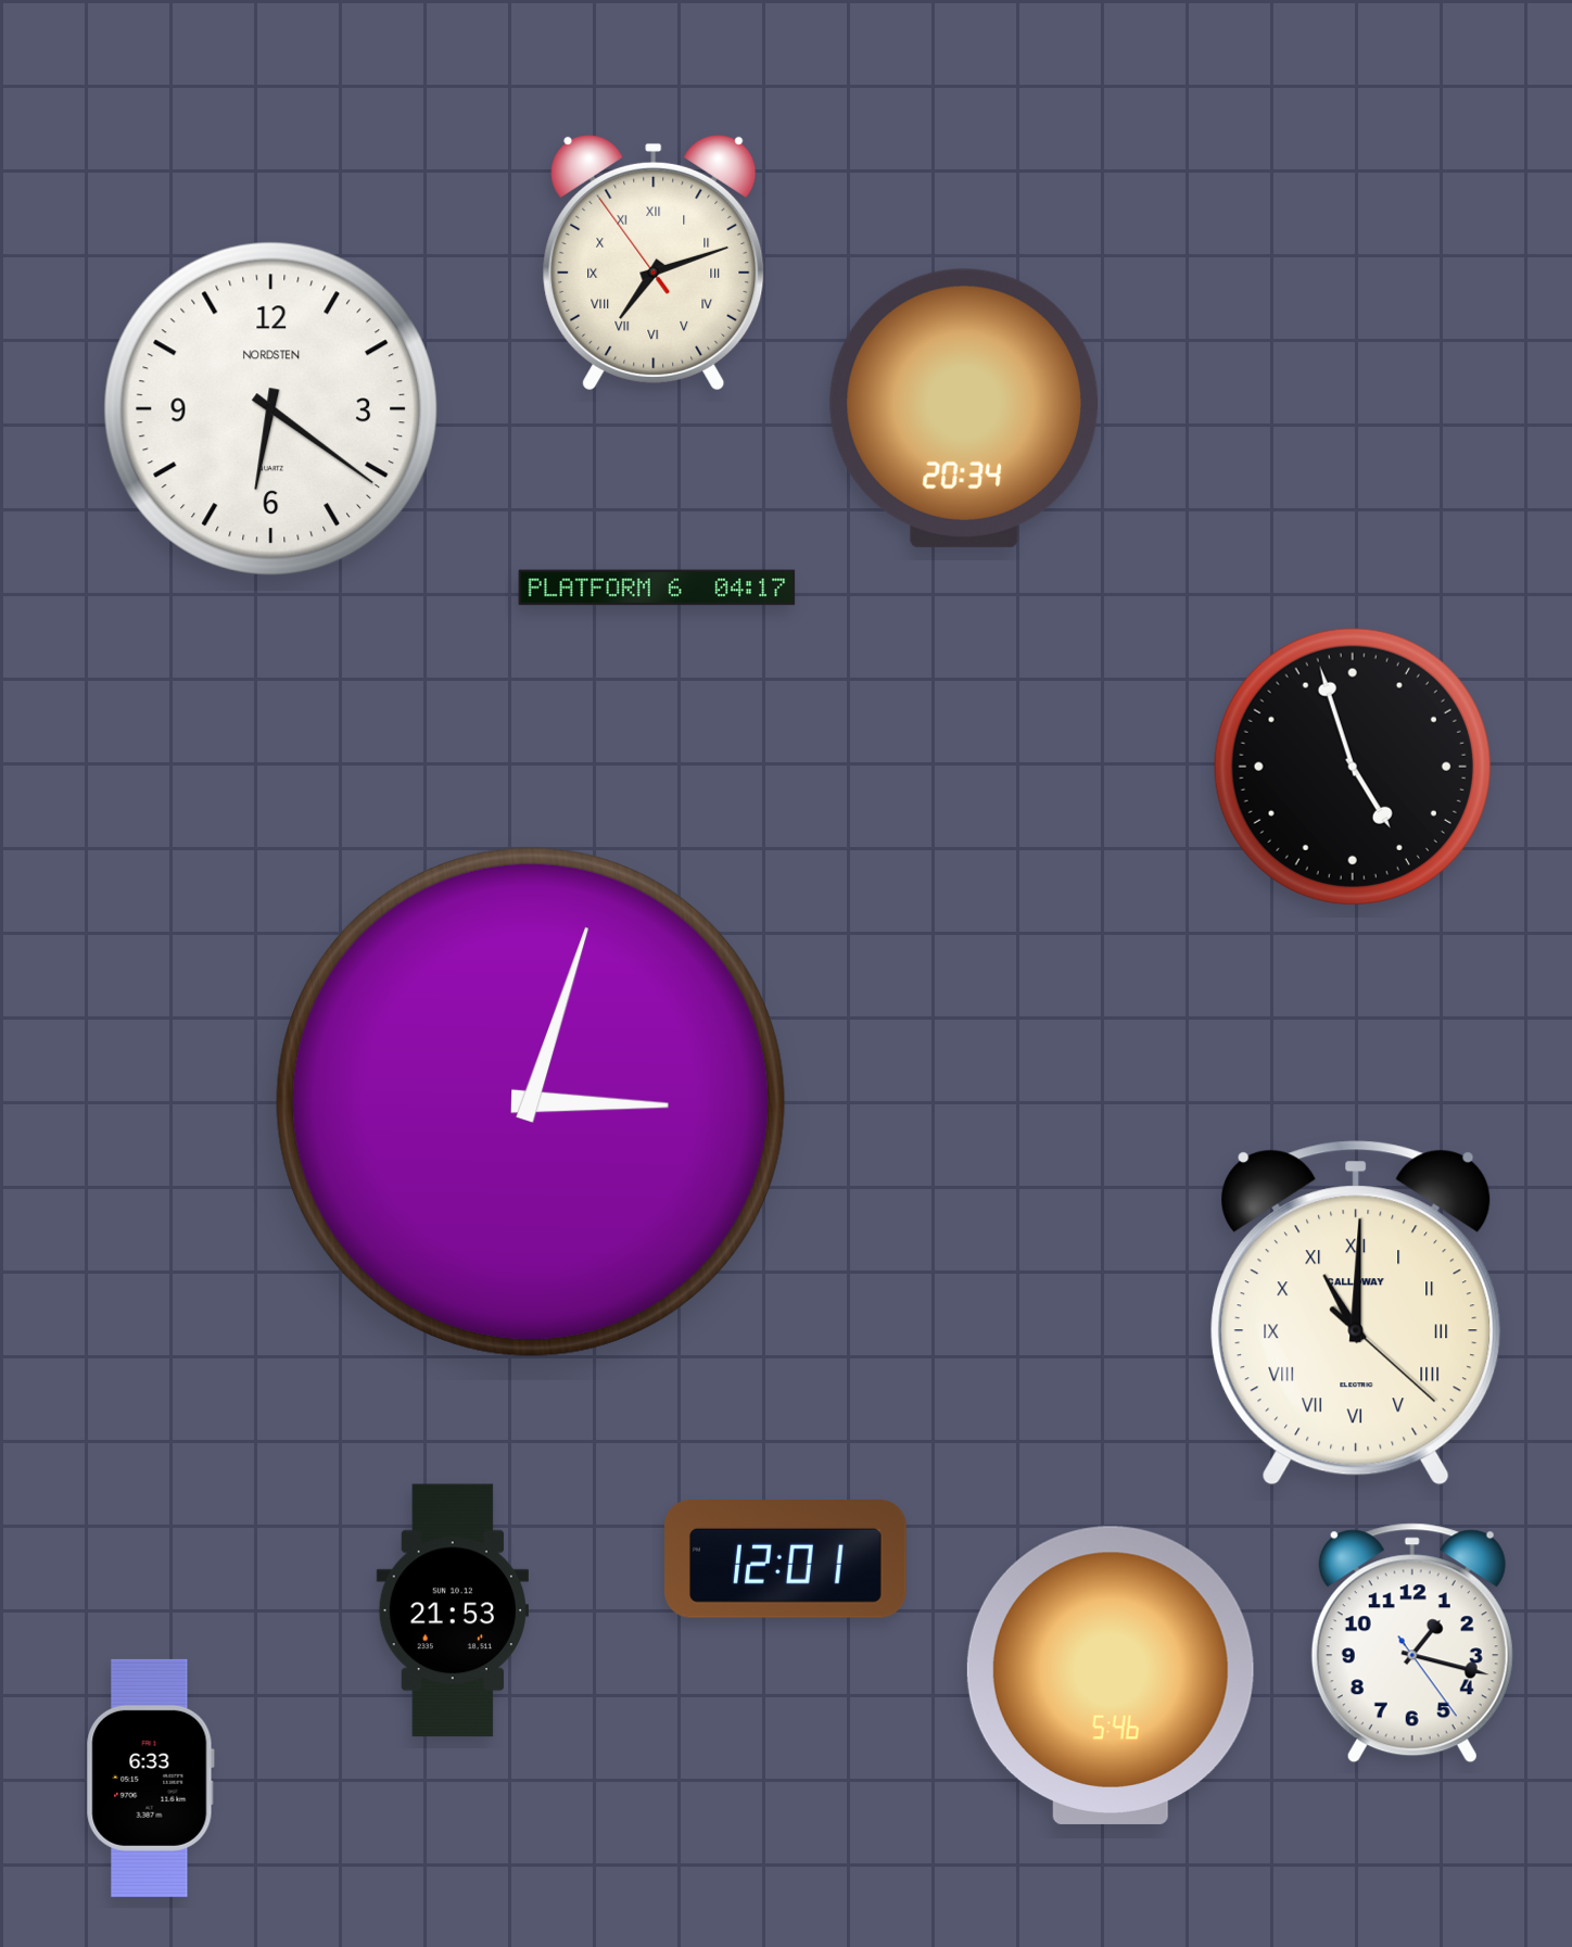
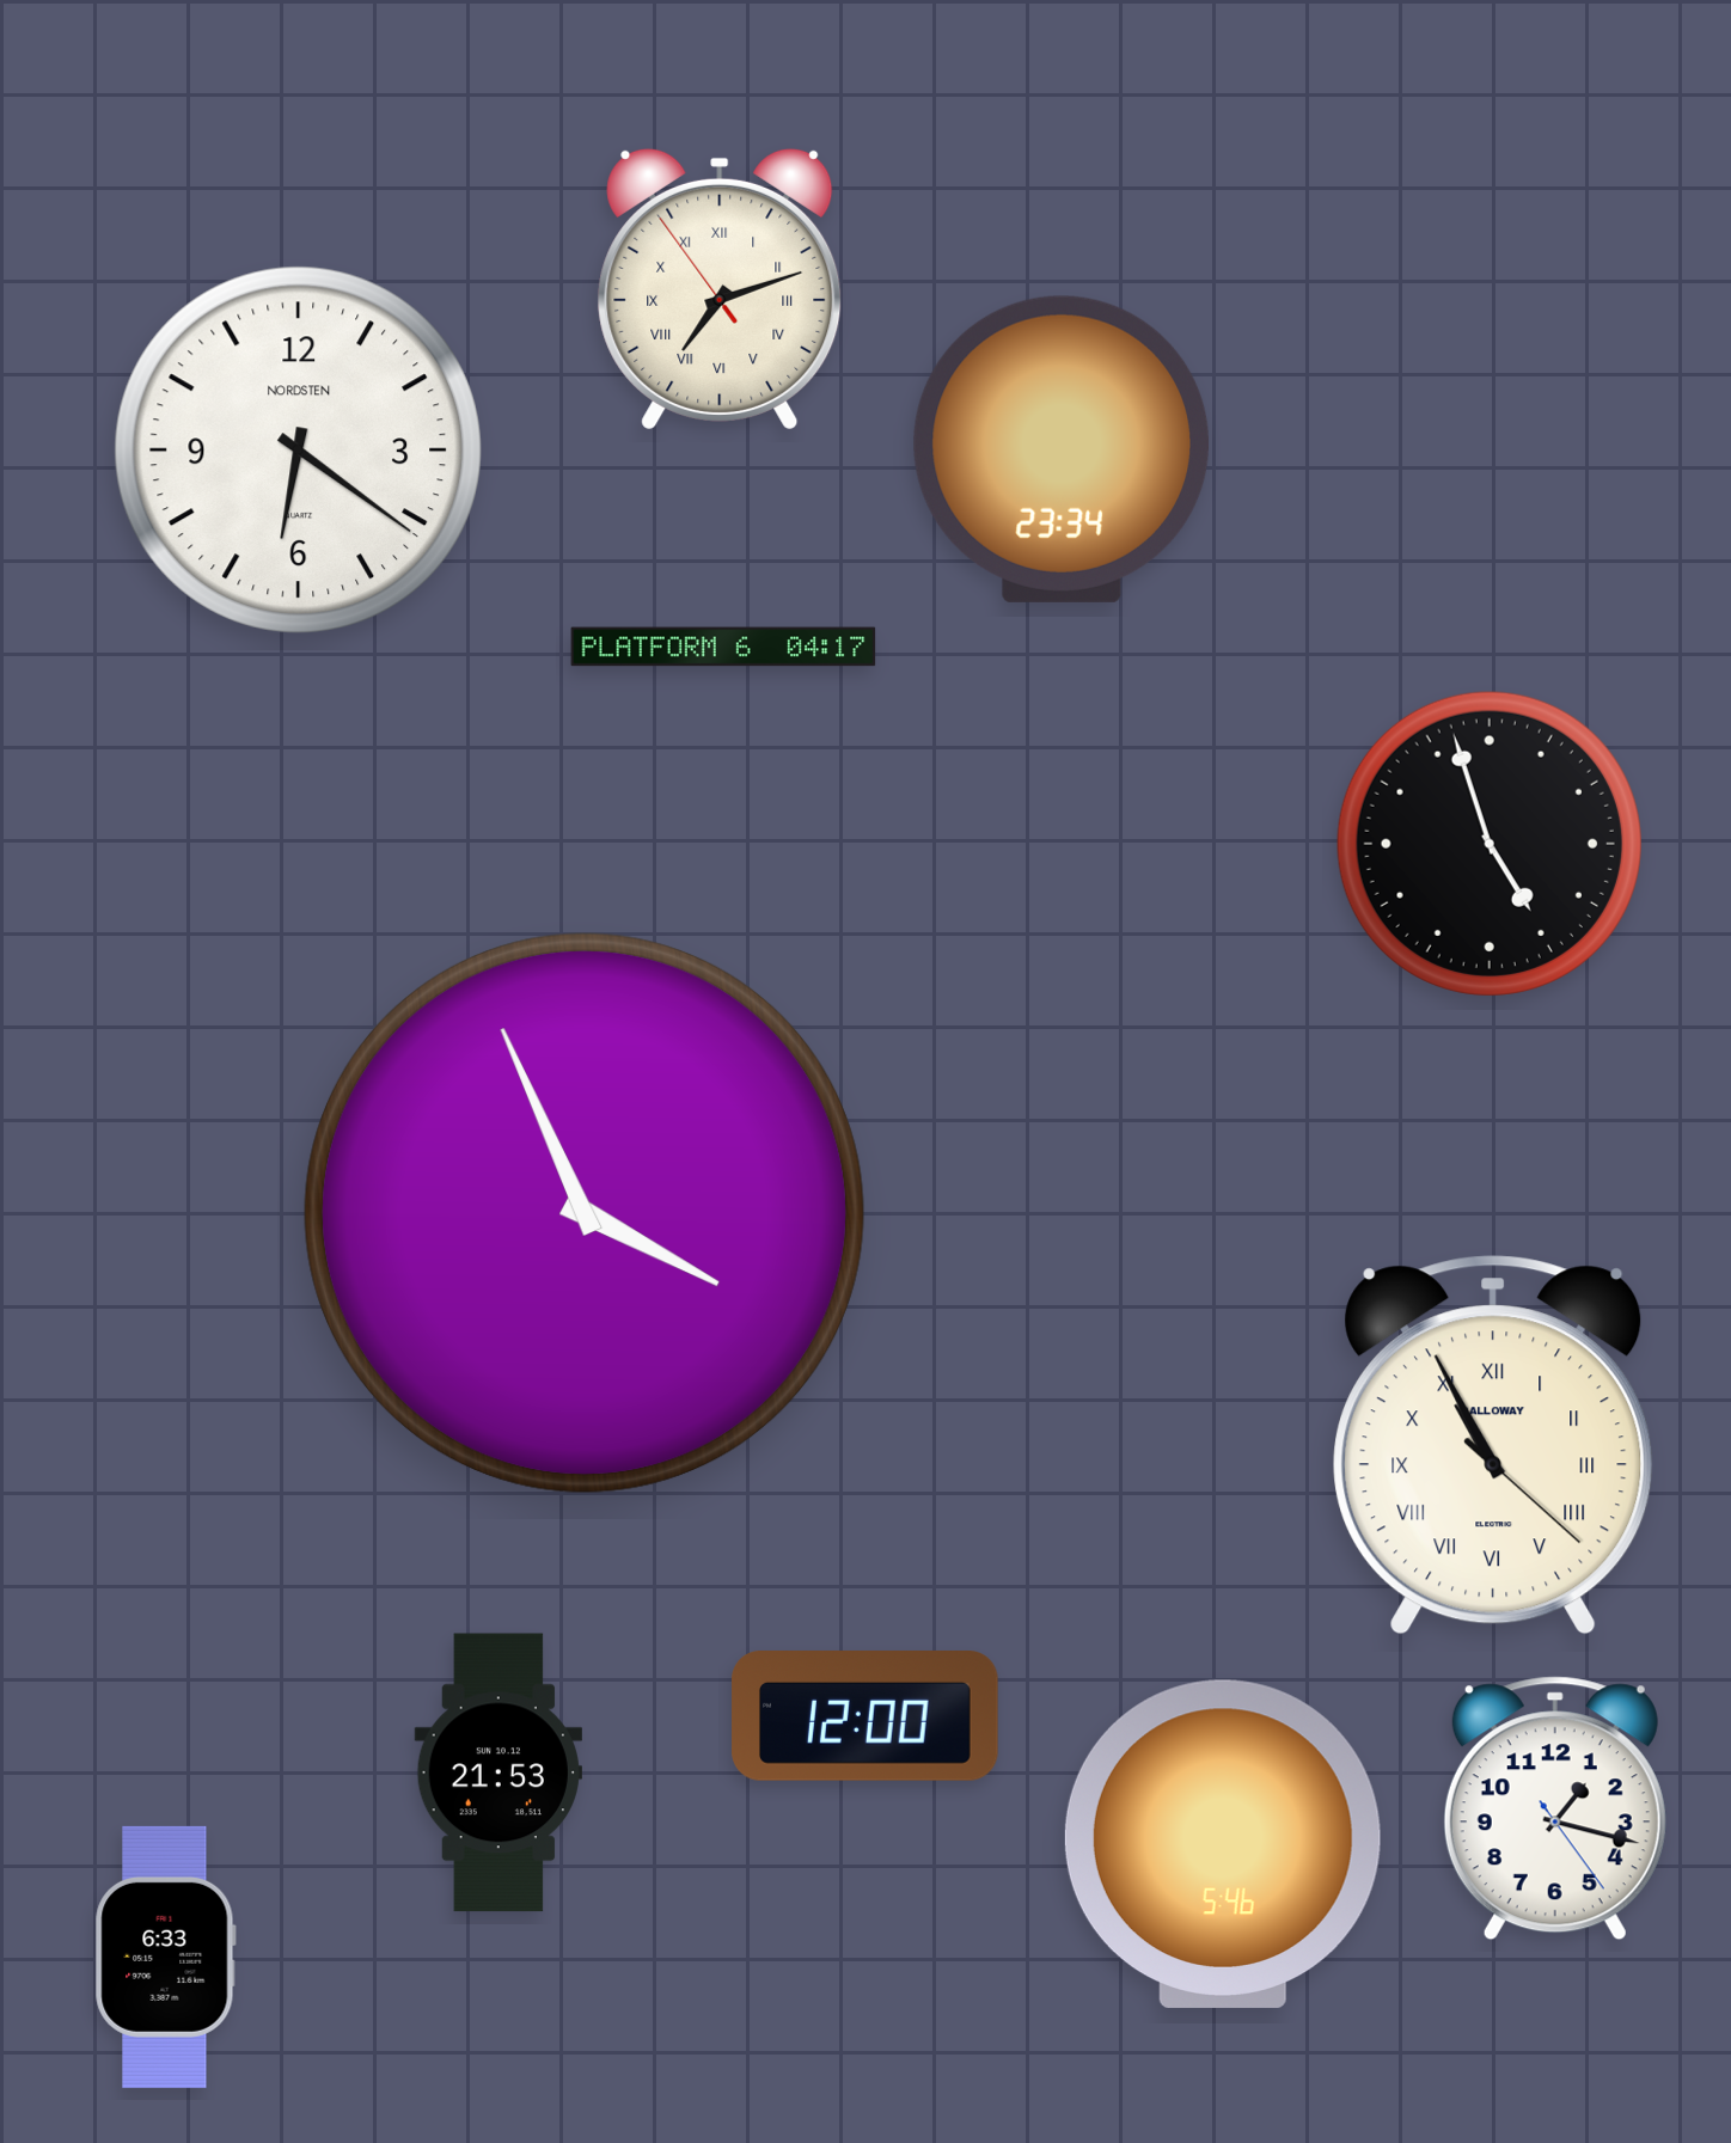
clock at (963, 408): 20:34 -> 23:34
clock at (531, 1102): 3:03 -> 3:56
clock at (1356, 1313): 11:00 -> 10:55
clock at (786, 1559): 12:01 -> 12:00
